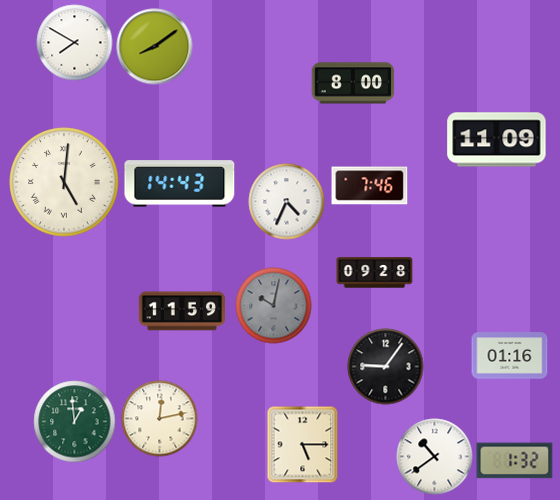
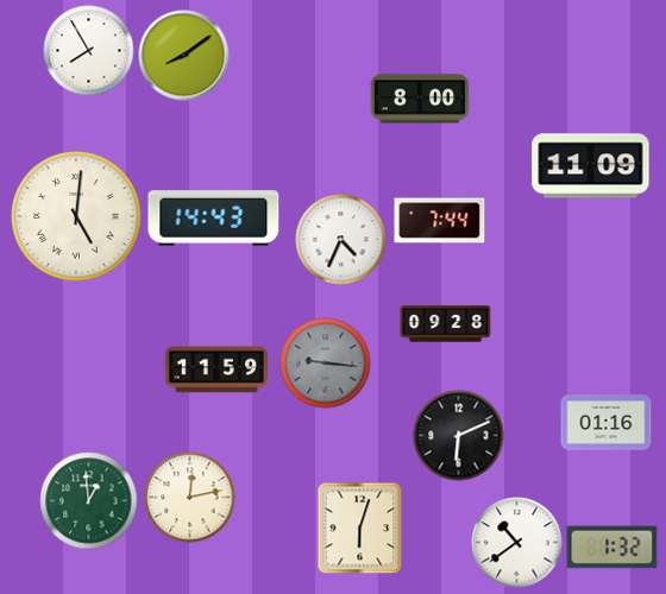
clock at (75, 43): 7:50 -> 7:55
clock at (370, 186): 7:46 -> 7:44
clock at (274, 306): 10:02 -> 9:16
clock at (386, 367): 9:06 -> 6:11
clock at (303, 444): 5:15 -> 6:03
